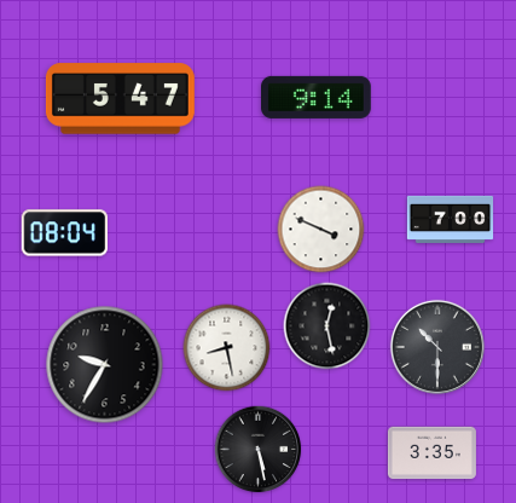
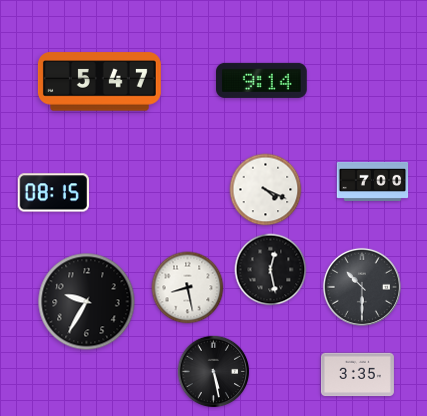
clock at (321, 230): 3:49 -> 4:19
clock at (64, 233): 08:04 -> 08:15
